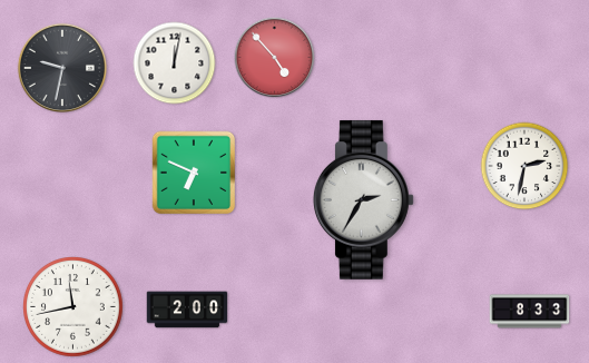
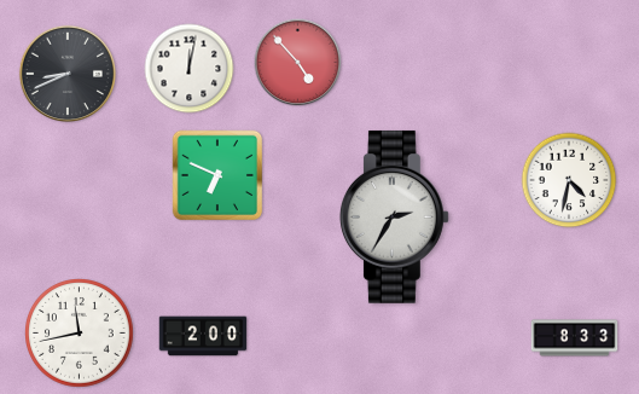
clock at (61, 67): 9:32 -> 8:41
clock at (524, 166): 2:32 -> 4:32
clock at (194, 173) position: (194, 173) -> (217, 175)
